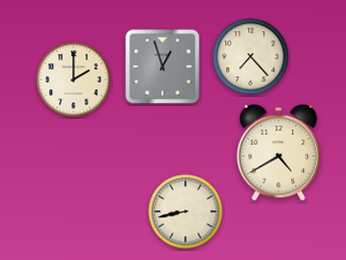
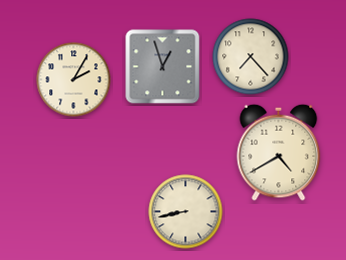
clock at (74, 80): 2:00 -> 2:05
